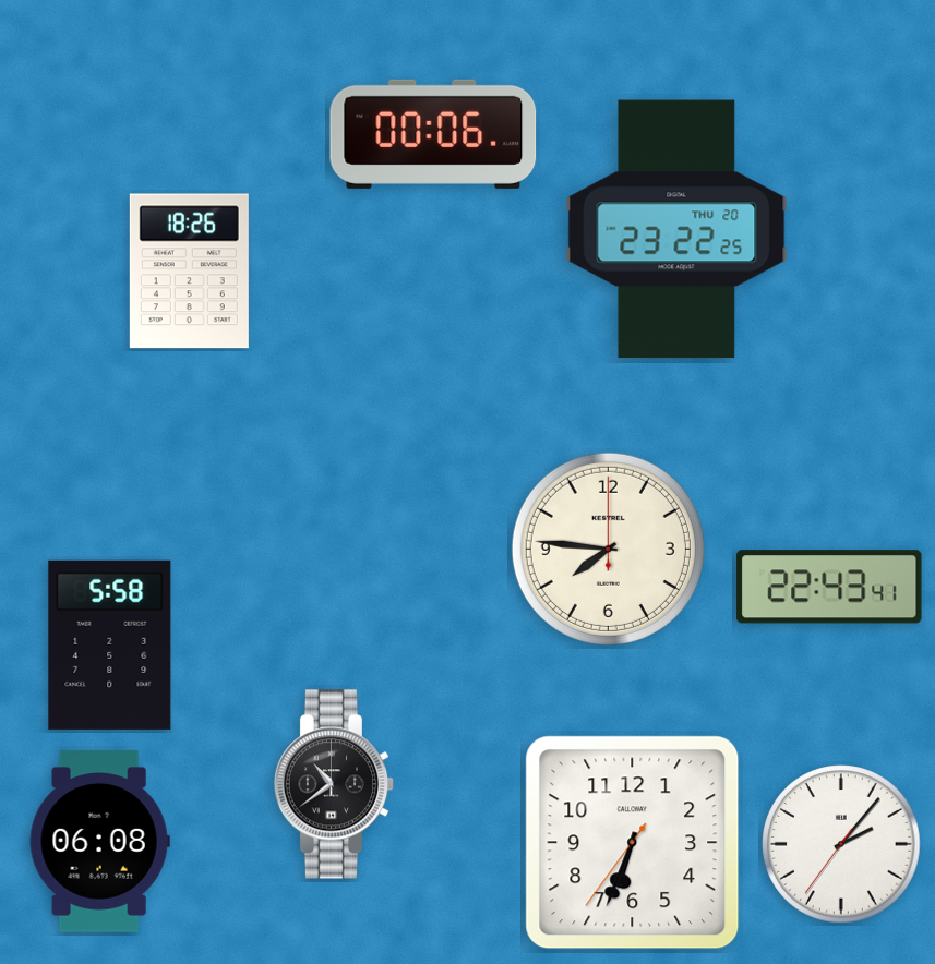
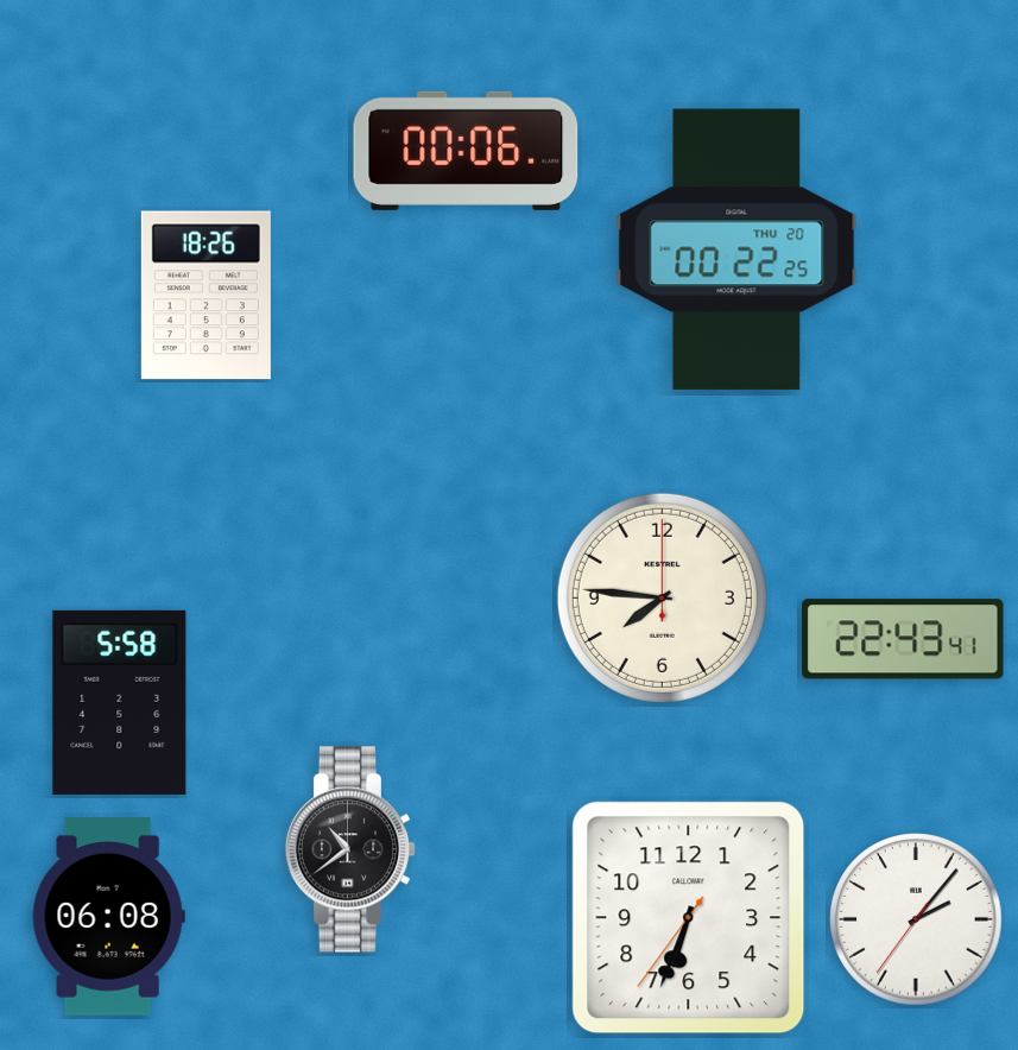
clock at (433, 134) position: (433, 134) -> (466, 151)
clock at (676, 229): 23:22 -> 00:22
clock at (334, 784) position: (334, 784) -> (350, 849)
